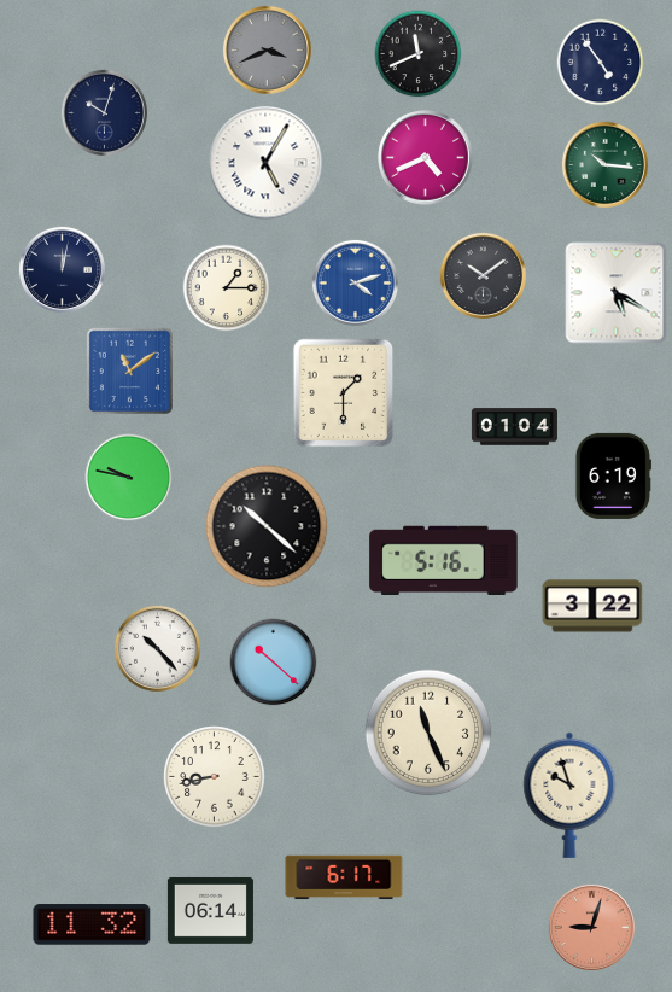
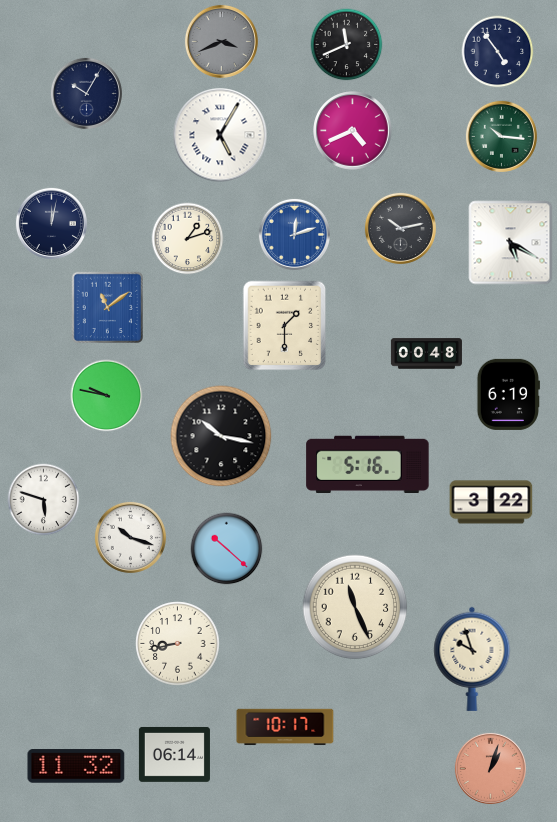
clock at (104, 112): 10:03 -> 10:05
clock at (483, 275): 10:09 -> 10:13
clock at (355, 282): 4:12 -> 12:12
clock at (227, 288): 1:15 -> 1:12
clock at (514, 427): 01:04 -> 00:48
clock at (267, 526): 10:22 -> 10:17
clock at (44, 500): none -> 5:48
clock at (157, 648): 10:23 -> 10:18
clock at (344, 877): 6:17 -> 10:17
clock at (591, 927): 9:03 -> 1:03
